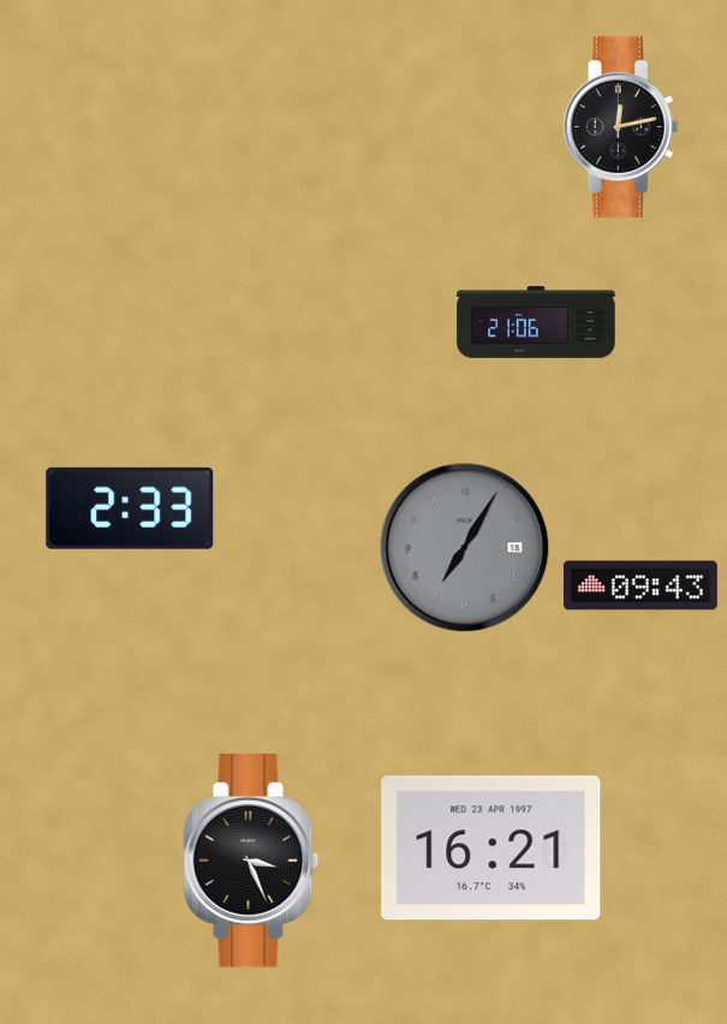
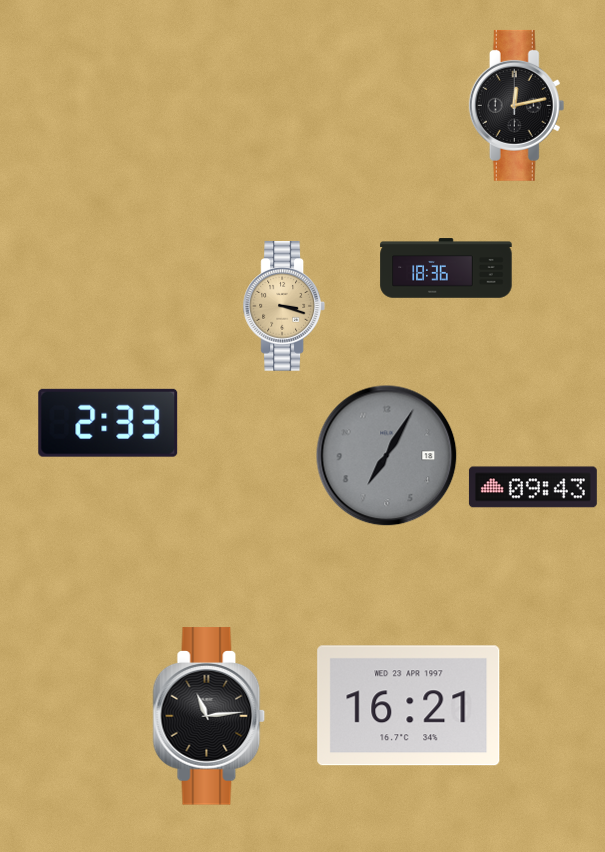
clock at (536, 322): 21:06 -> 18:36
clock at (283, 306): none -> 3:18
clock at (251, 861): 3:26 -> 11:14
